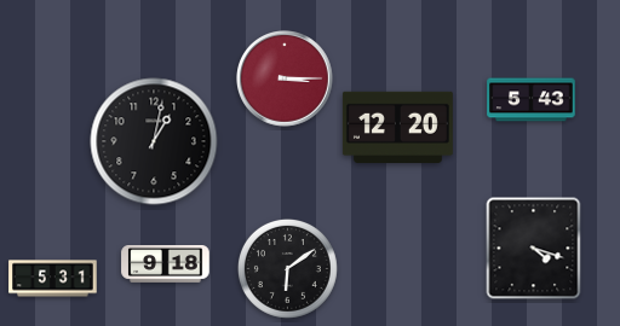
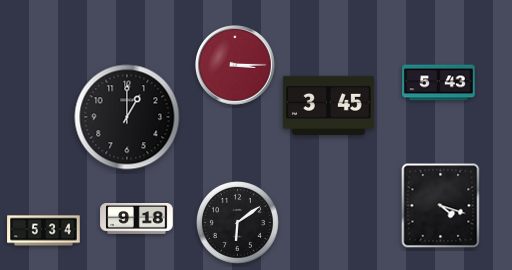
clock at (397, 127): 12:20 -> 3:45
clock at (154, 141): 1:02 -> 1:00
clock at (53, 279): 5:31 -> 5:34
